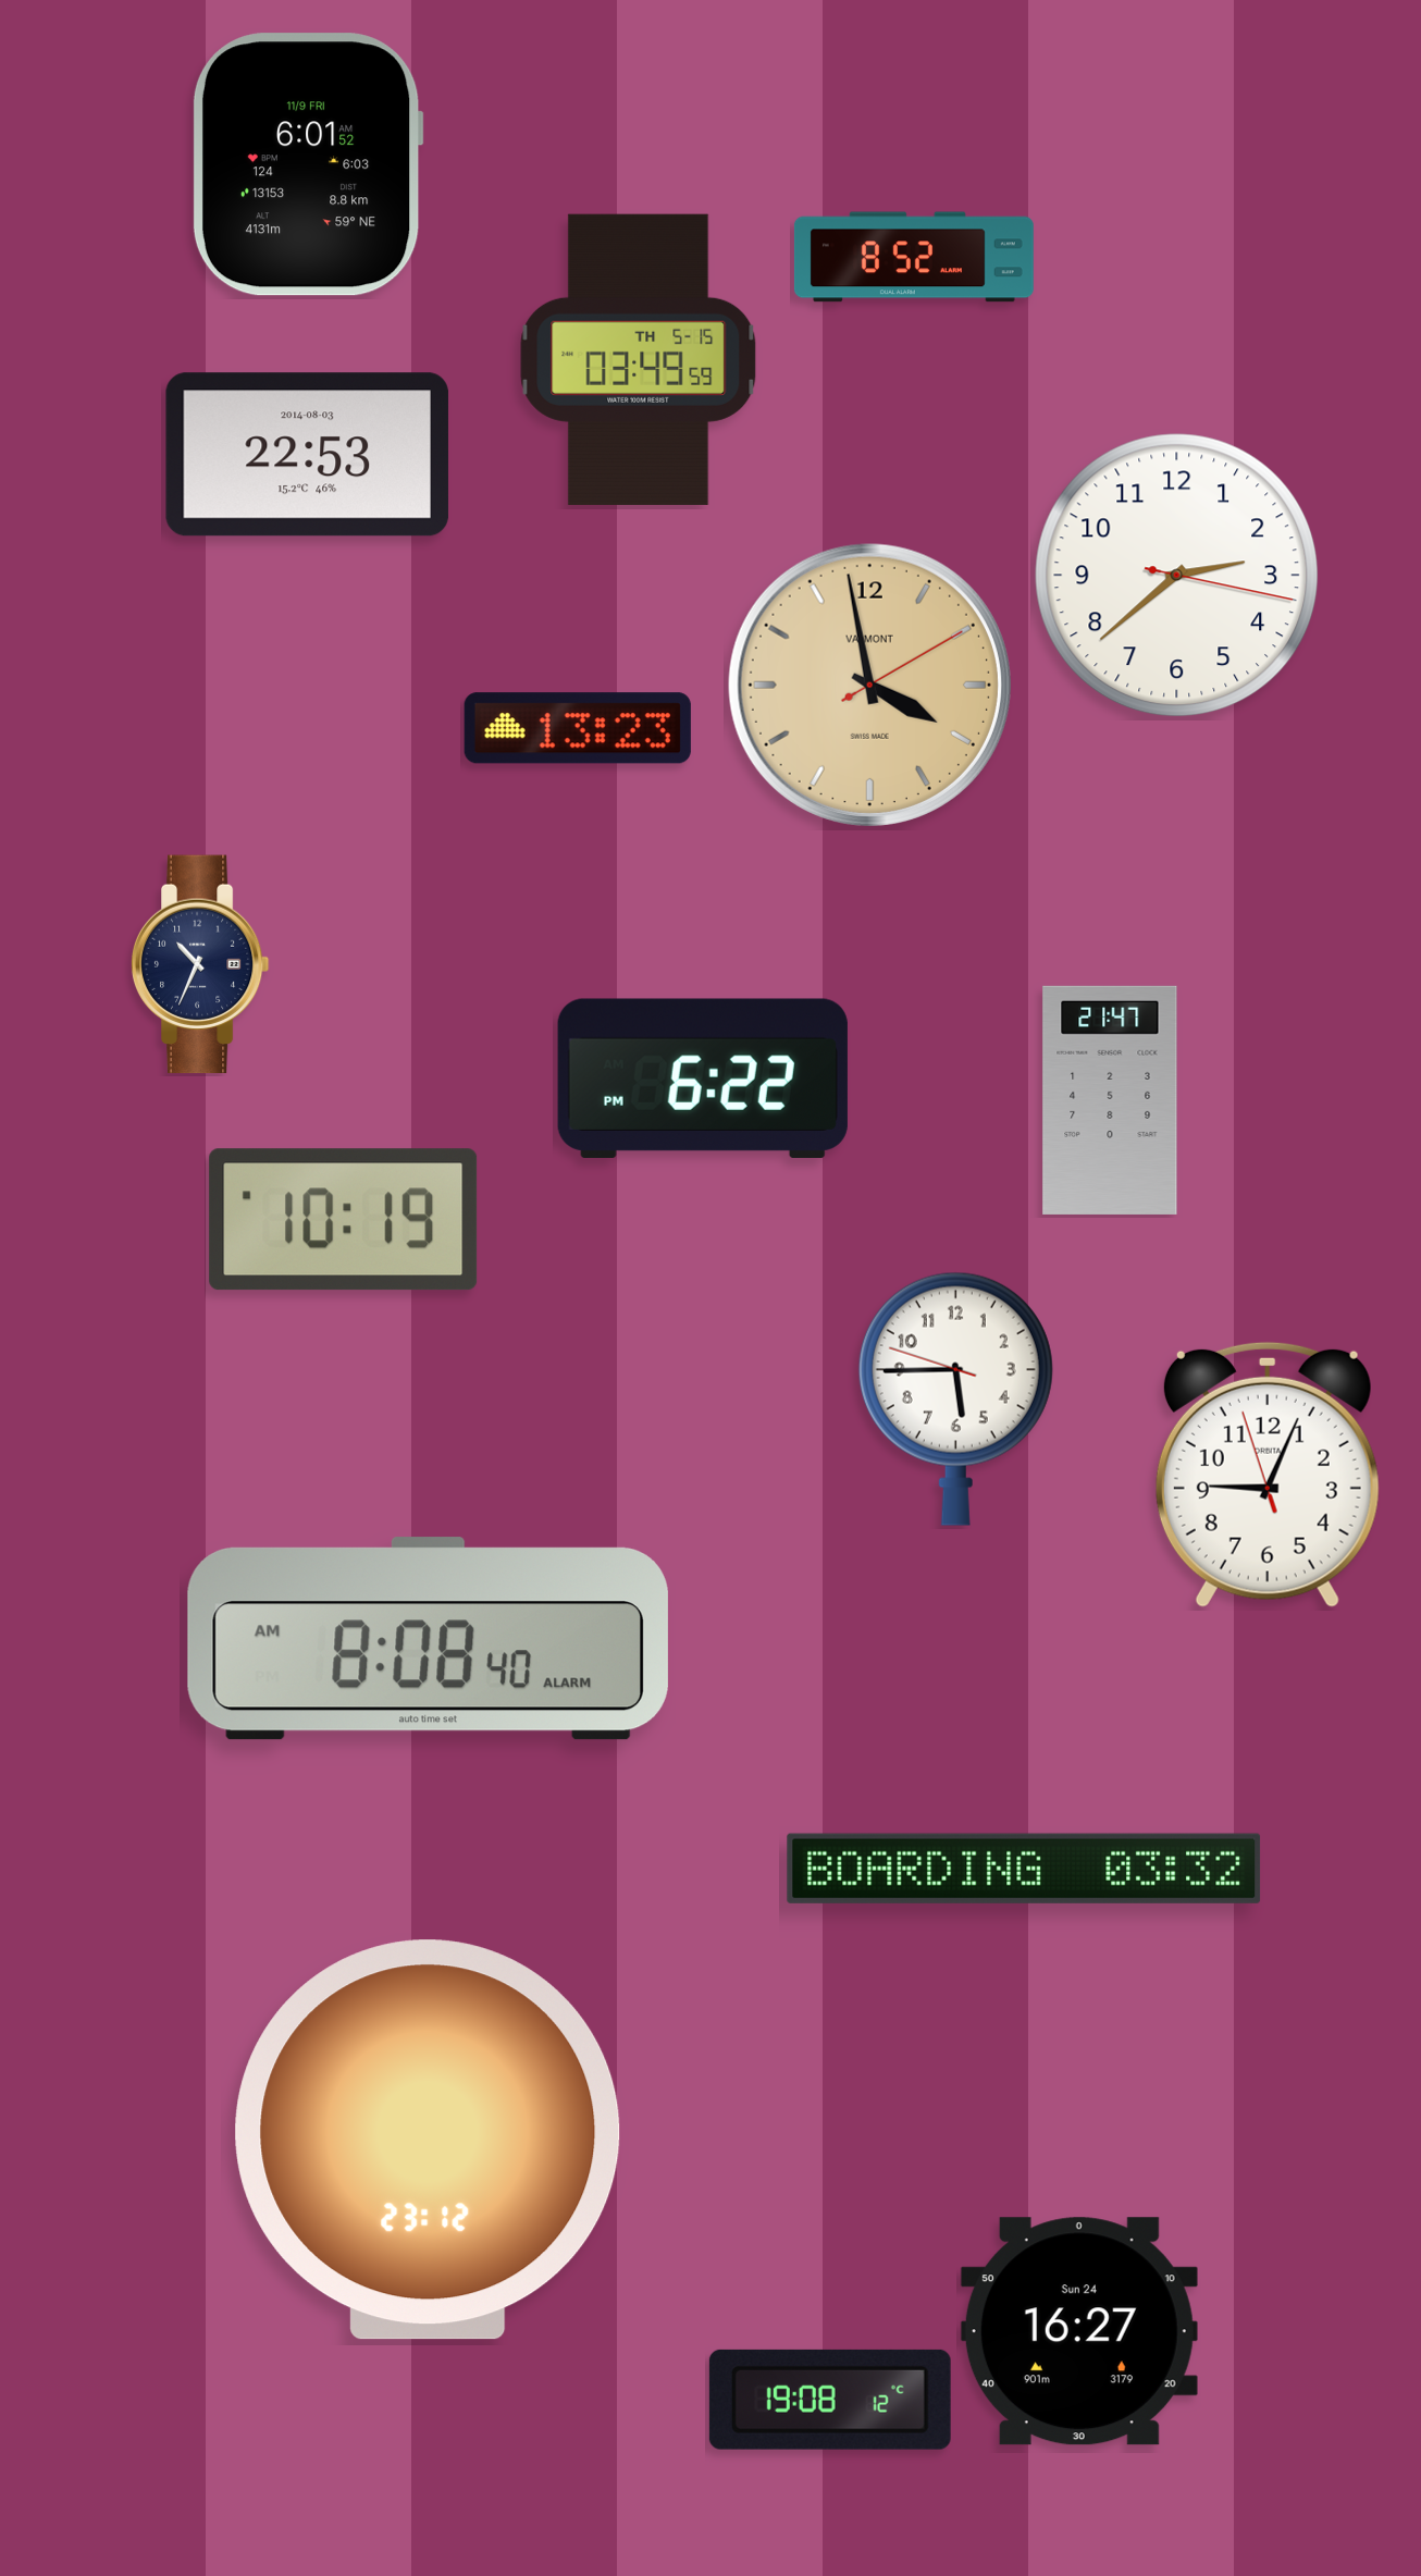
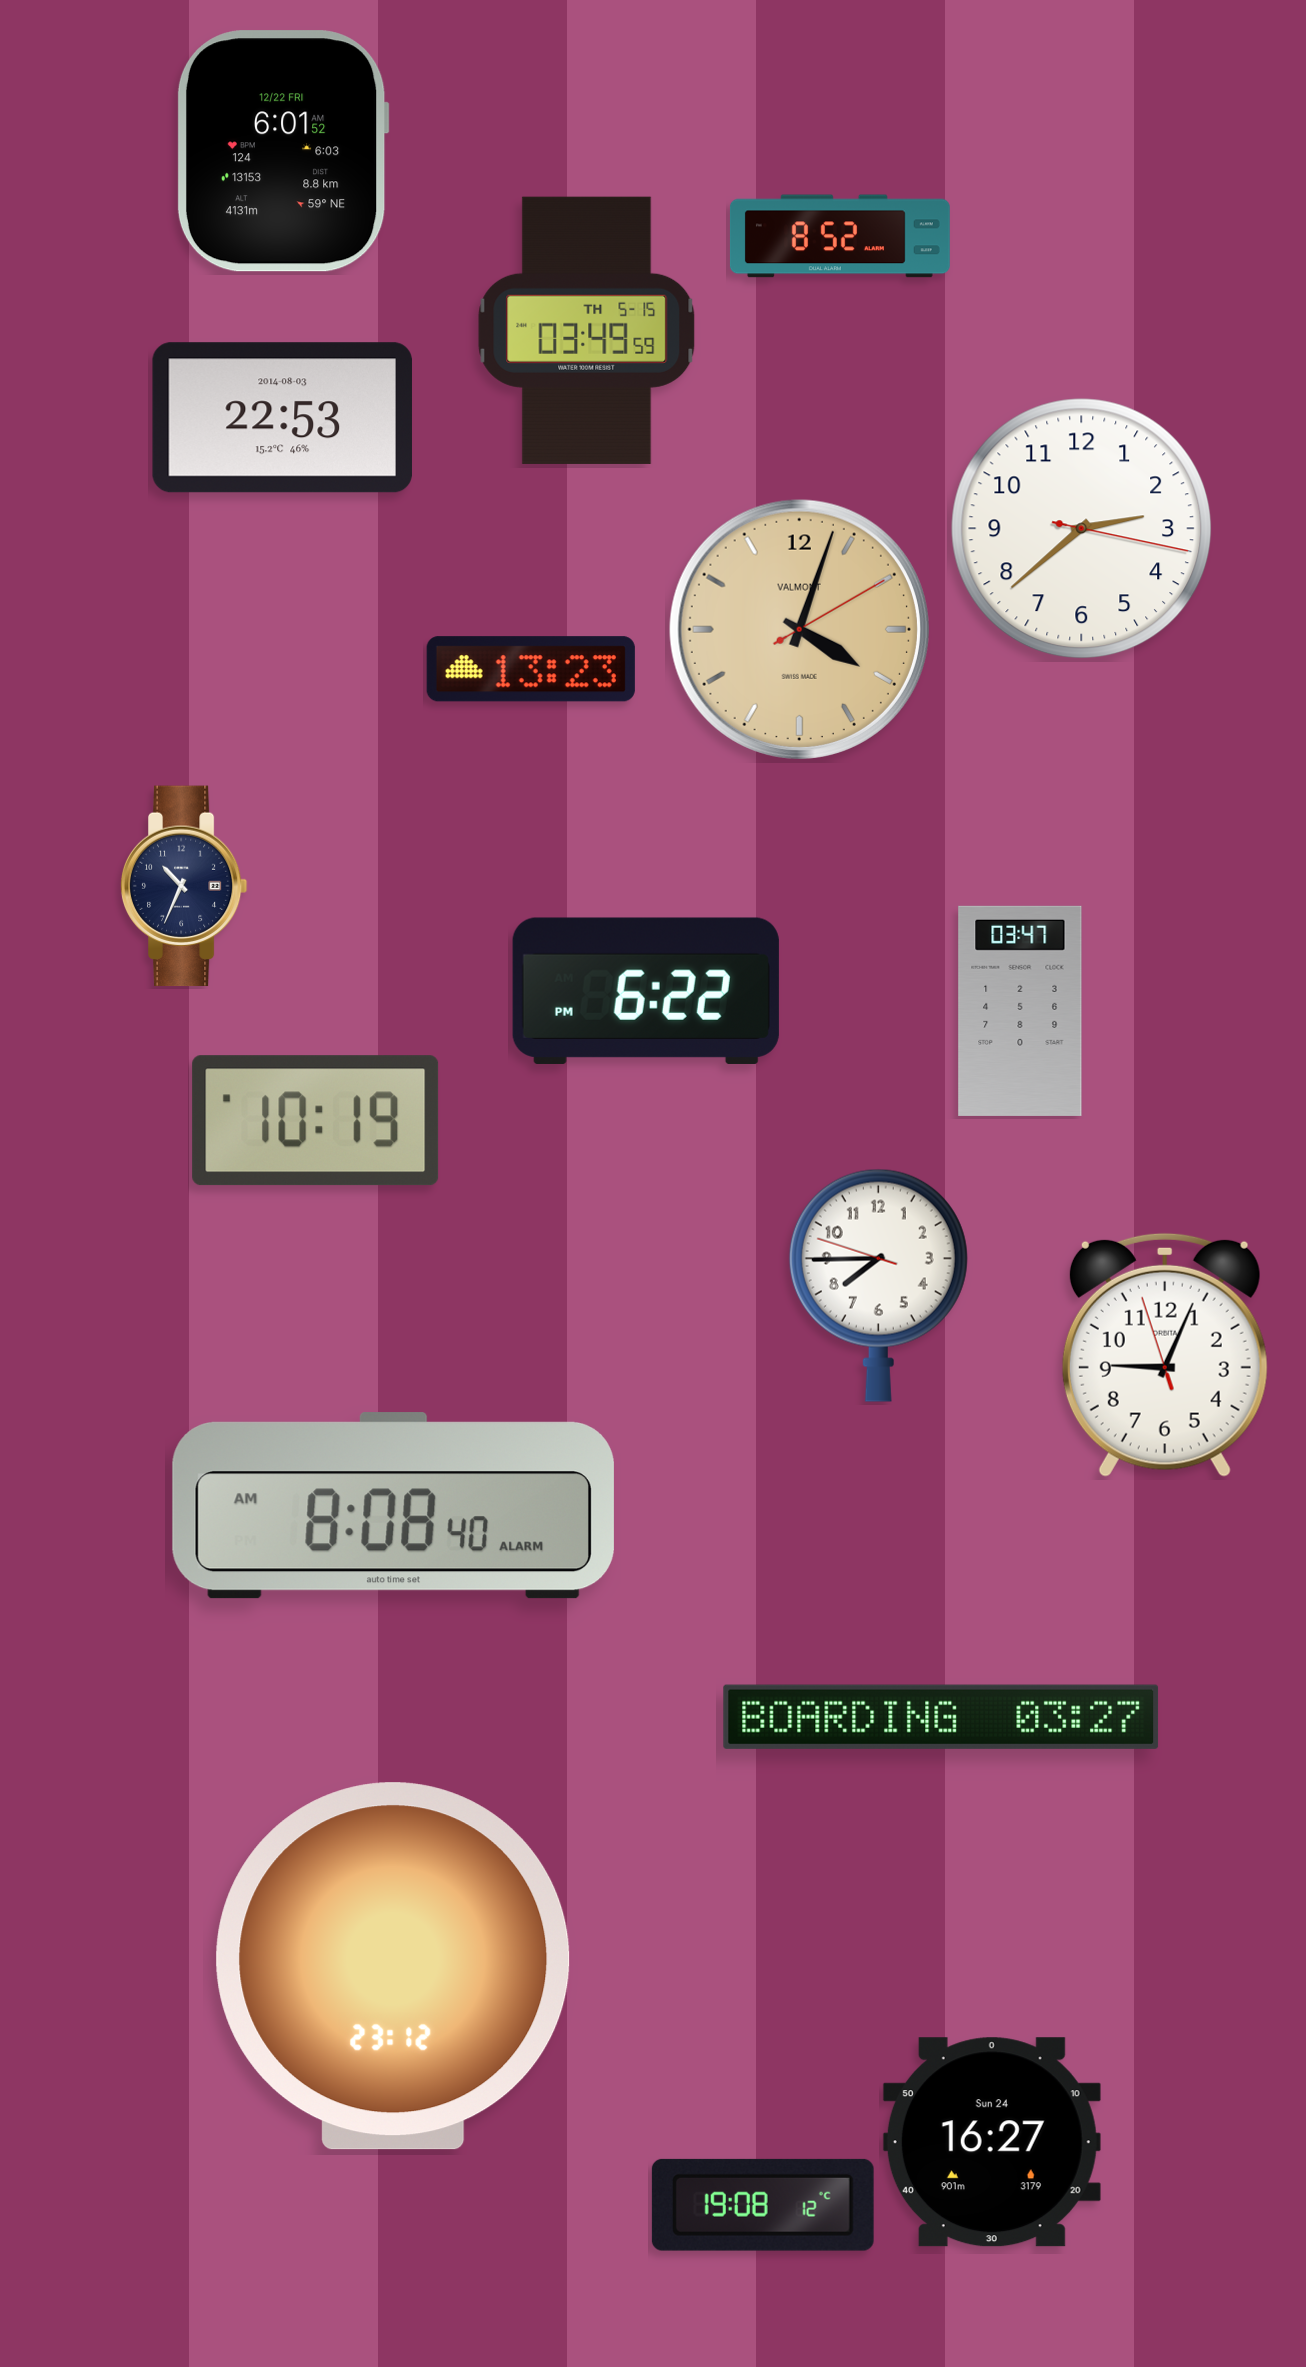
clock at (308, 164) date: 11/9 FRI -> 12/22 FRI
clock at (869, 685): 3:58 -> 4:03
clock at (1110, 1100): 21:47 -> 03:47
clock at (955, 1398): 5:44 -> 7:44
clock at (1024, 1869): 03:32 -> 03:27
